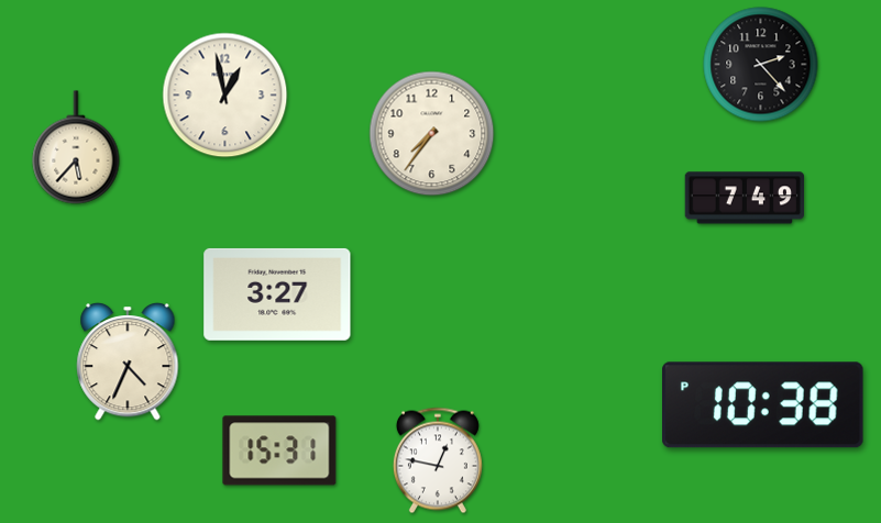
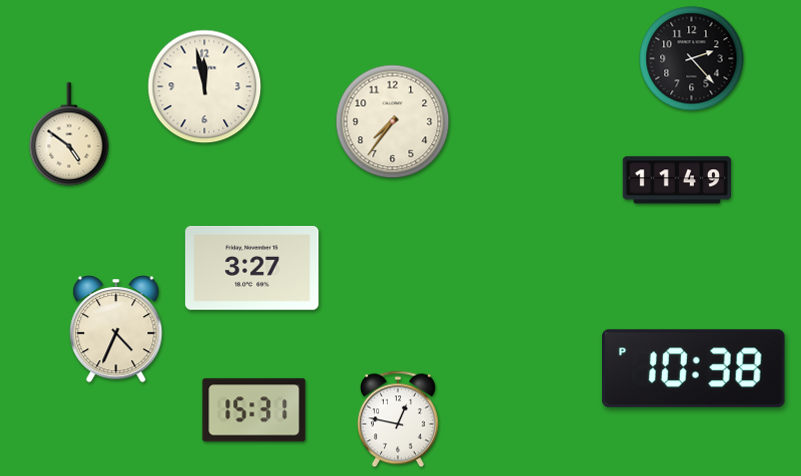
clock at (225, 96): 12:58 -> 11:58
clock at (76, 147): 5:37 -> 4:51
clock at (744, 198): 7:49 -> 11:49
